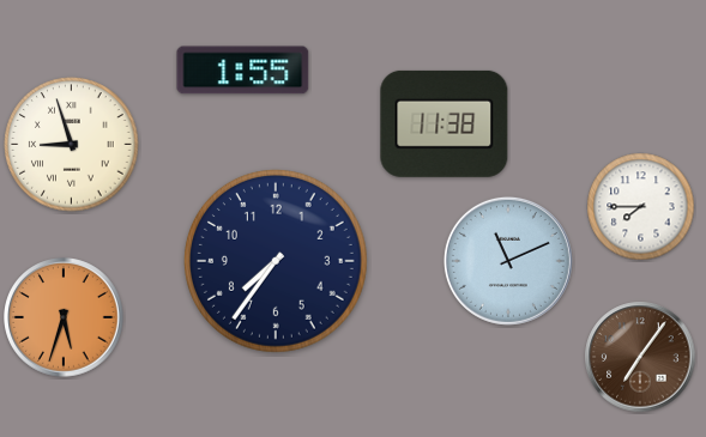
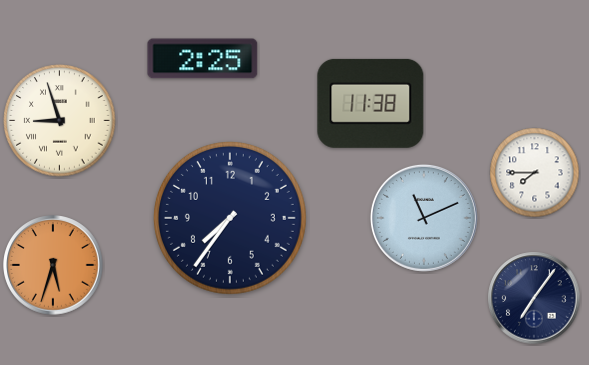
clock at (243, 71): 1:55 -> 2:25
clock at (640, 357) dial: brown -> navy
